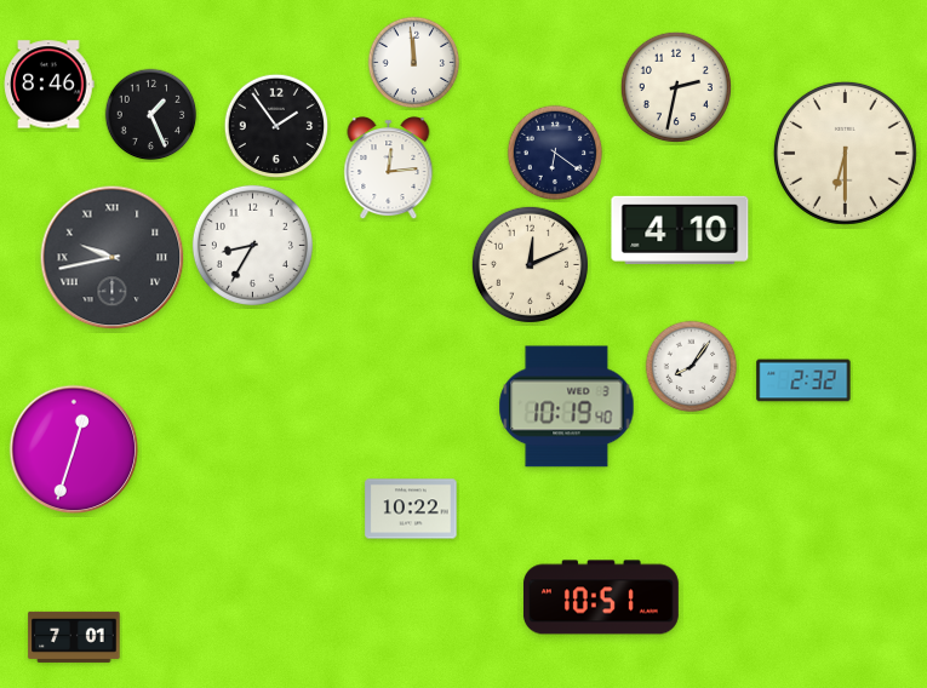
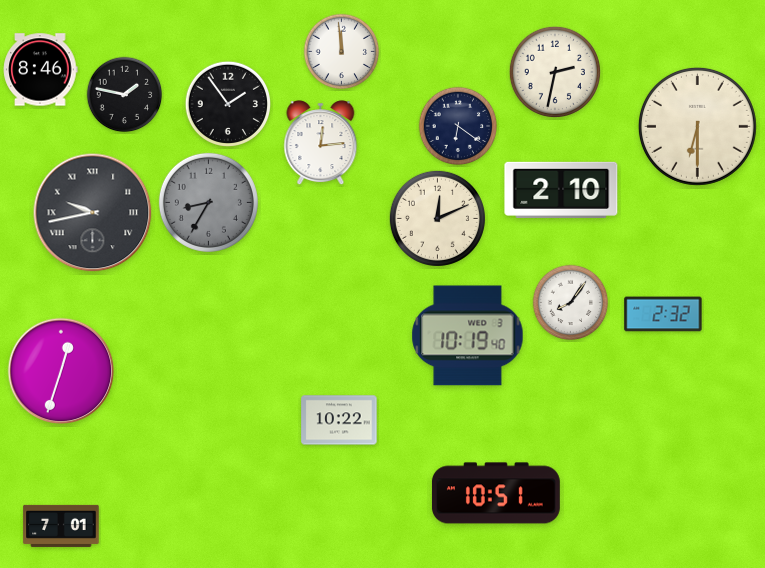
clock at (676, 87) position: (676, 87) -> (555, 72)
clock at (151, 115): 1:26 -> 1:47
clock at (389, 168) position: (389, 168) -> (321, 143)
clock at (680, 230): 4:10 -> 2:10
clock at (252, 245) dial: white -> grey
